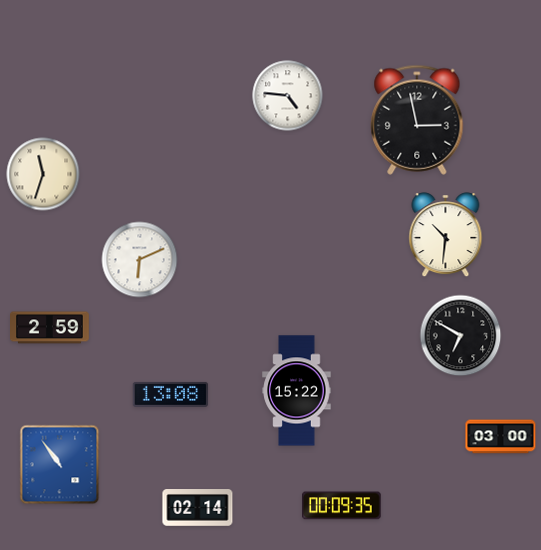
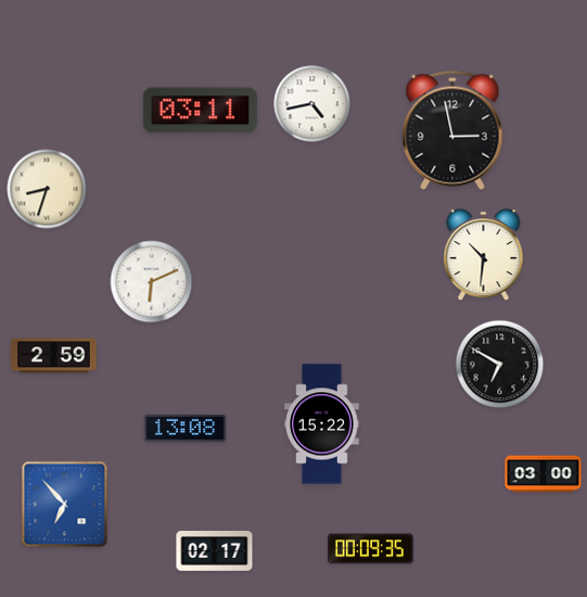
clock at (288, 96): 4:46 -> 4:43
clock at (200, 111): none -> 03:11
clock at (43, 174): 11:33 -> 8:33
clock at (60, 465): 10:54 -> 6:53
clock at (198, 508): 02:14 -> 02:17
